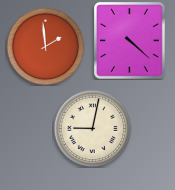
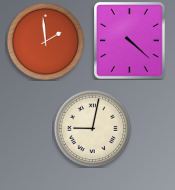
clock at (45, 46) position: (45, 46) -> (45, 41)
